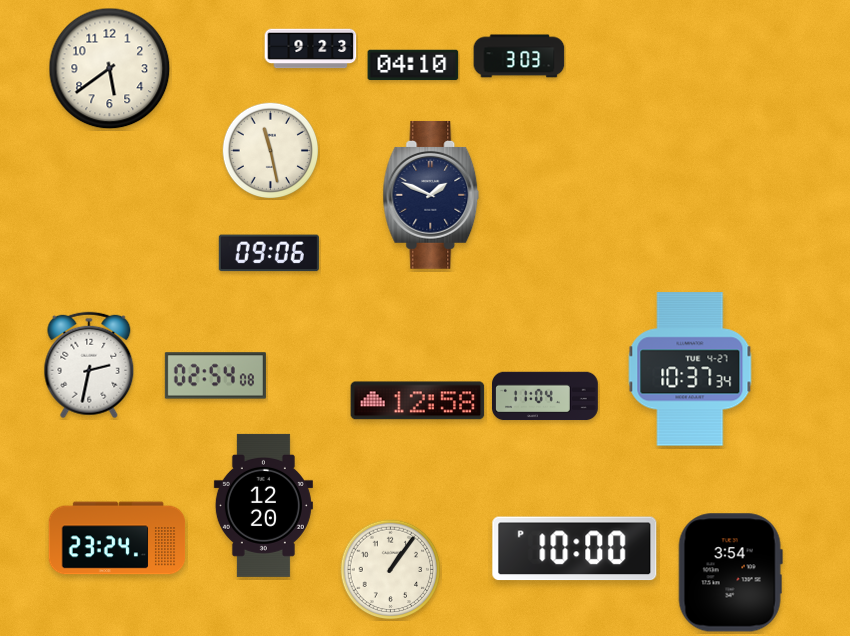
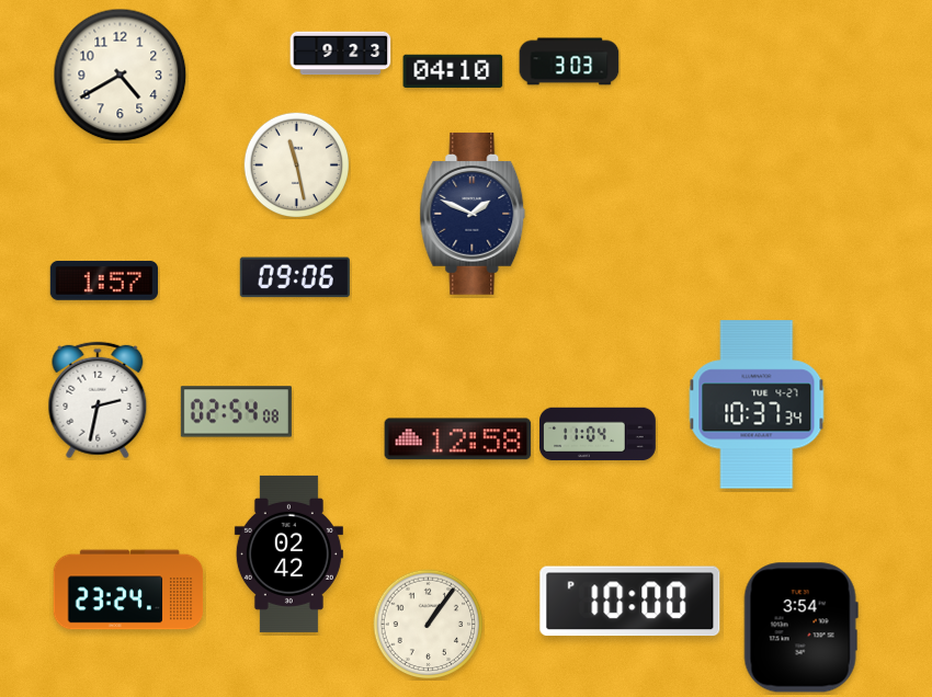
clock at (110, 69): 5:39 -> 4:40
clock at (104, 281): none -> 1:57
clock at (263, 505): 12:20 -> 02:42
